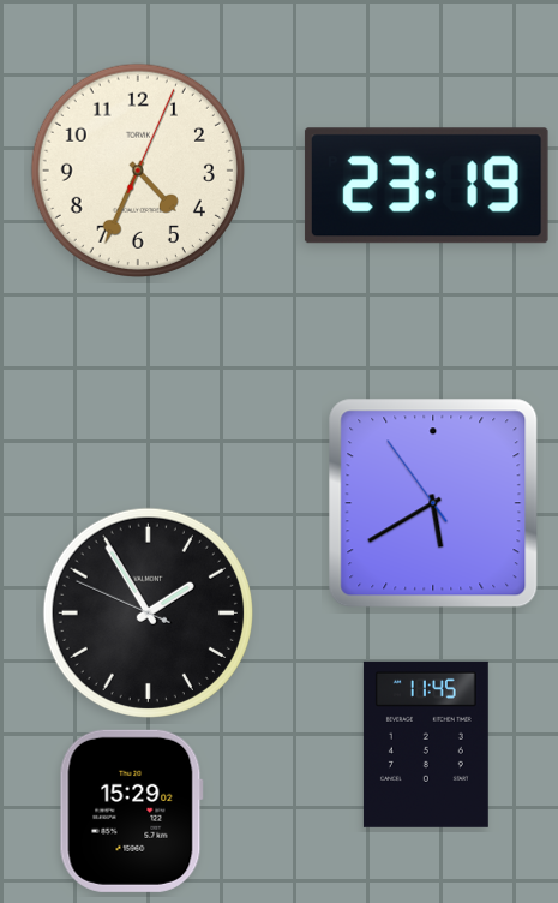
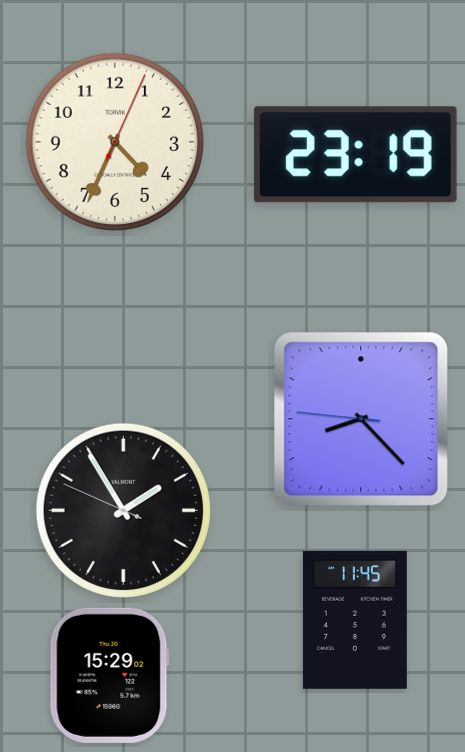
clock at (433, 503): 5:39 -> 8:22
